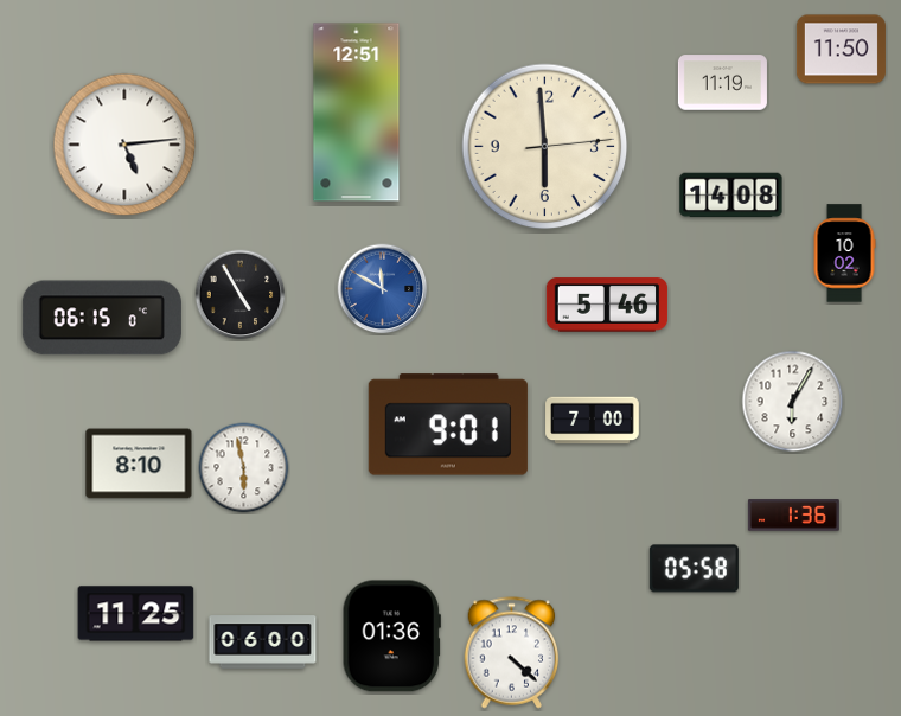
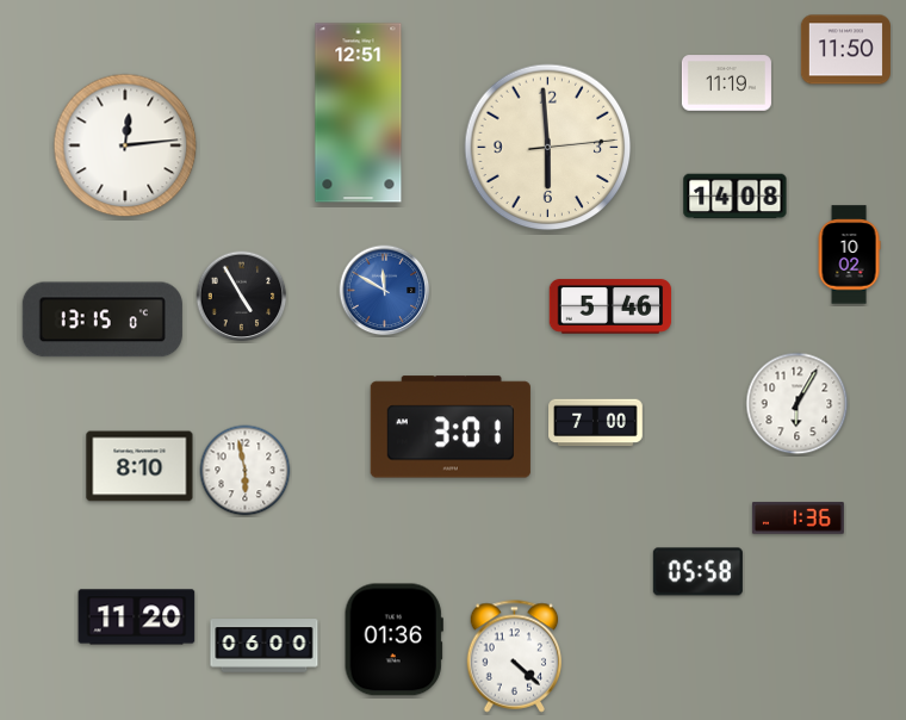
clock at (124, 145): 5:14 -> 12:14
clock at (102, 318): 06:15 -> 13:15
clock at (448, 424): 9:01 -> 3:01
clock at (136, 614): 11:25 -> 11:20
